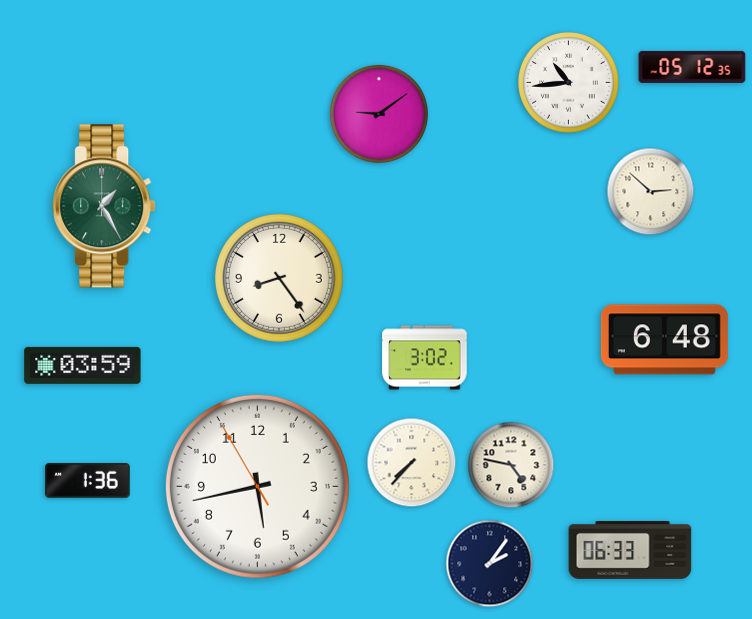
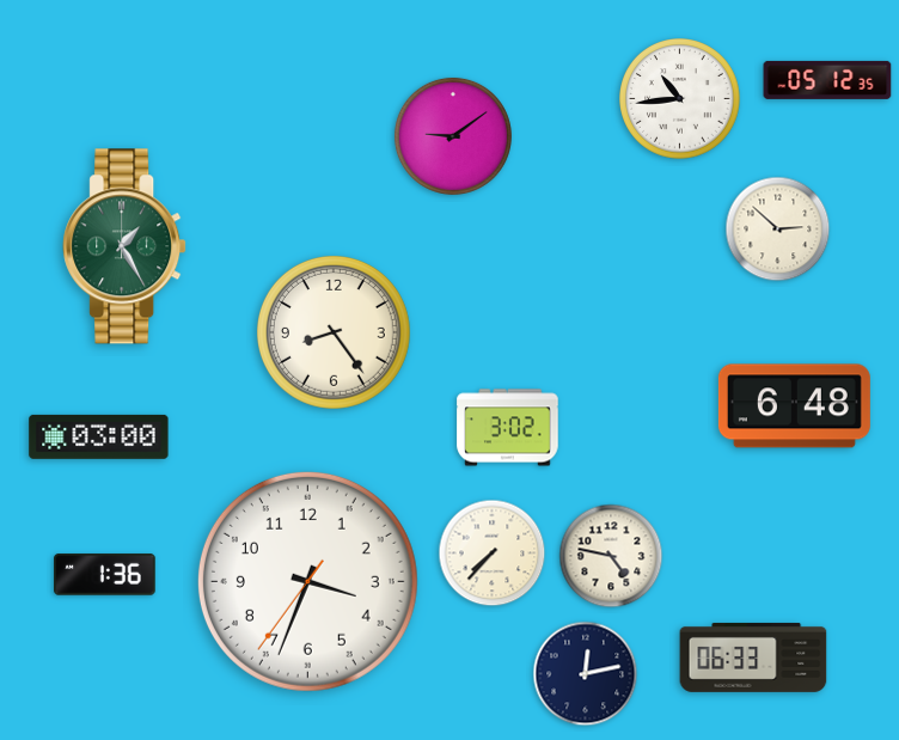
clock at (83, 365): 03:59 -> 03:00
clock at (257, 486): 5:42 -> 3:33
clock at (490, 564): 2:06 -> 12:13
